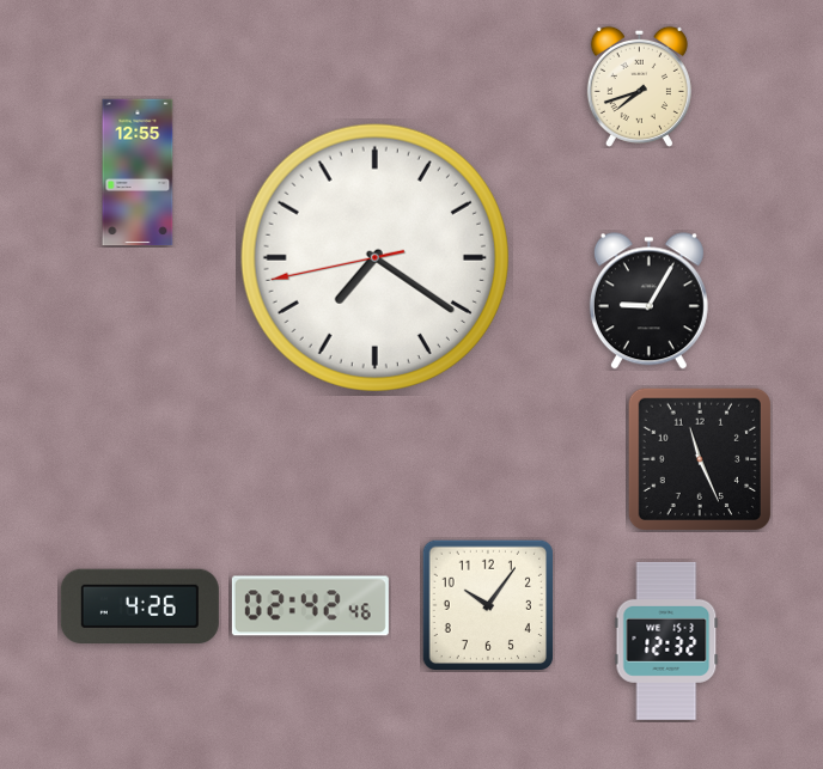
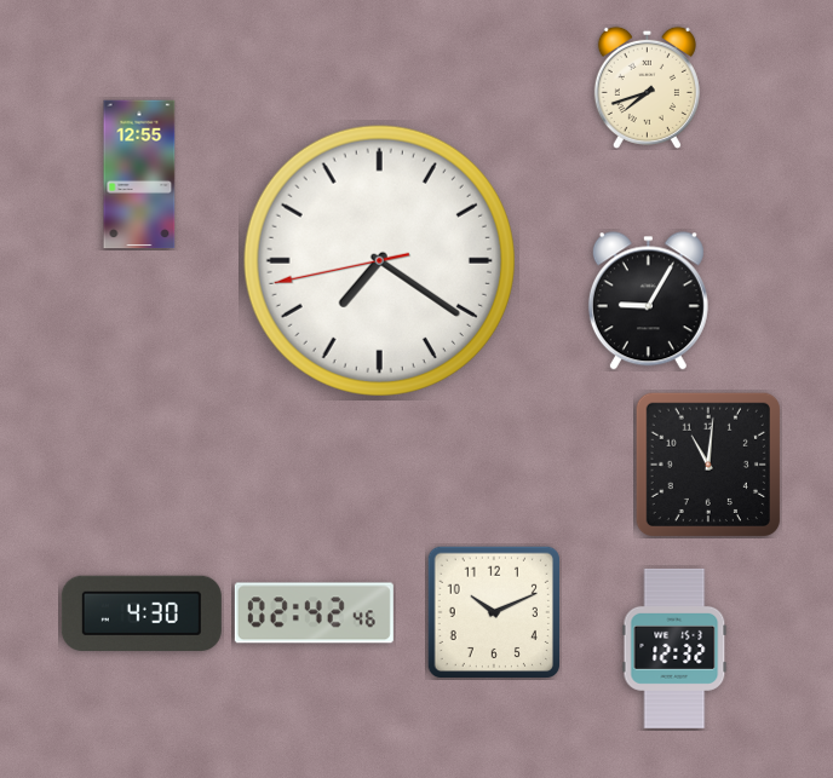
clock at (648, 301) position: (648, 301) -> (648, 301)
clock at (700, 459): 11:26 -> 11:01
clock at (487, 604): 10:06 -> 10:11
clock at (140, 605): 4:26 -> 4:30
